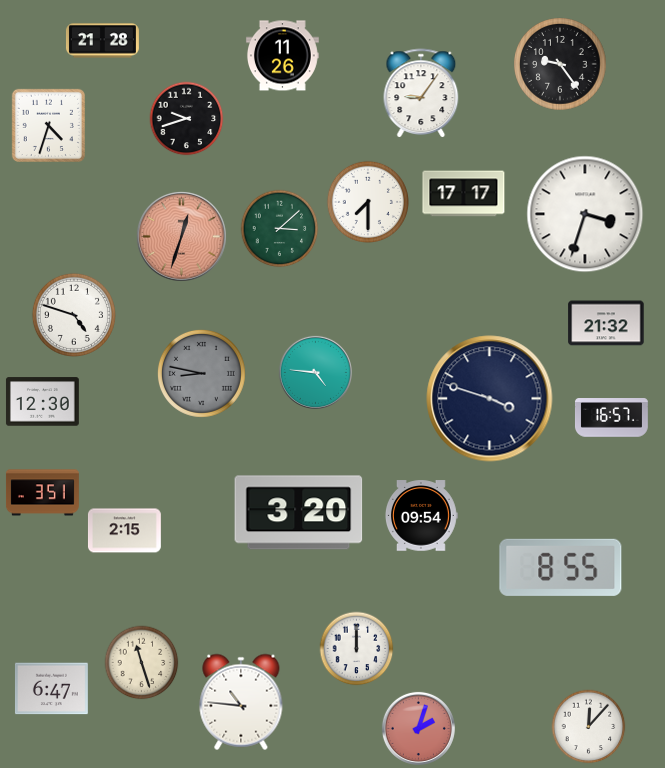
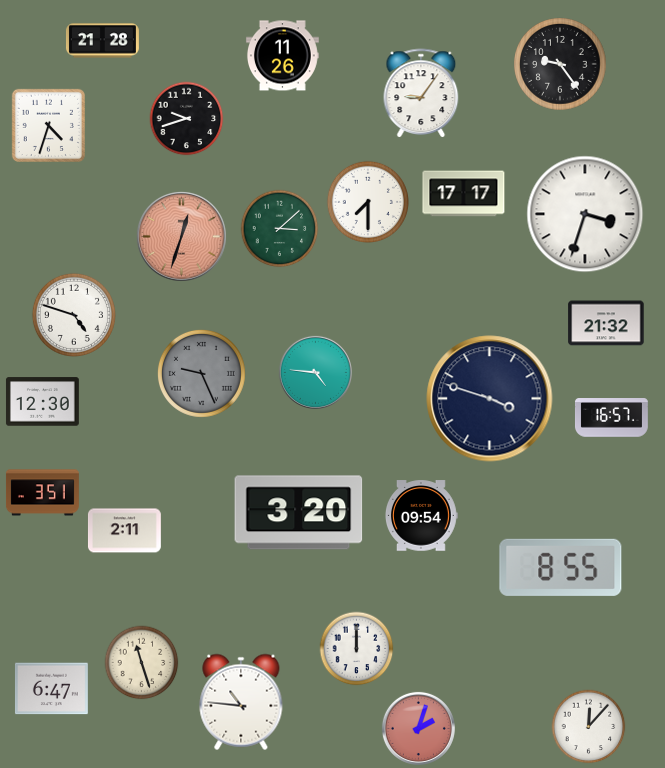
clock at (201, 373): 8:47 -> 9:26
clock at (124, 531): 2:15 -> 2:11
